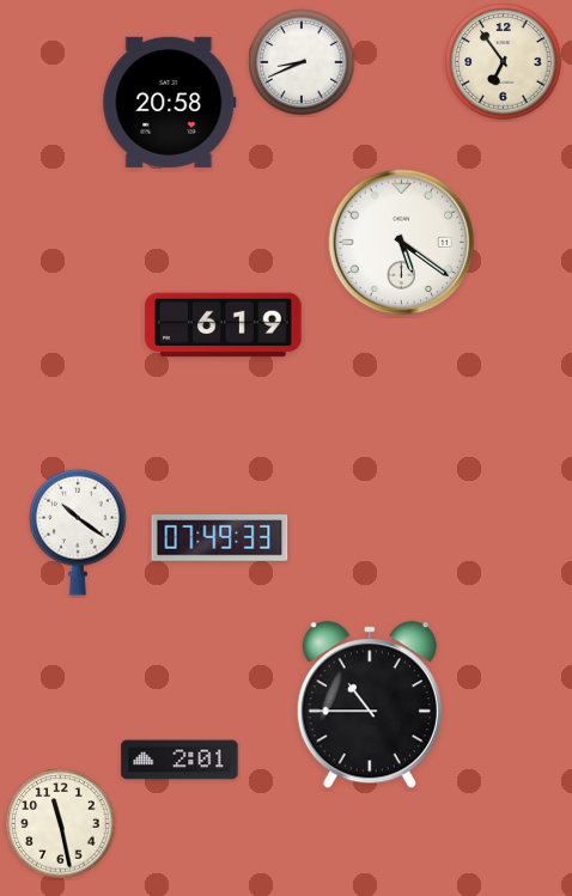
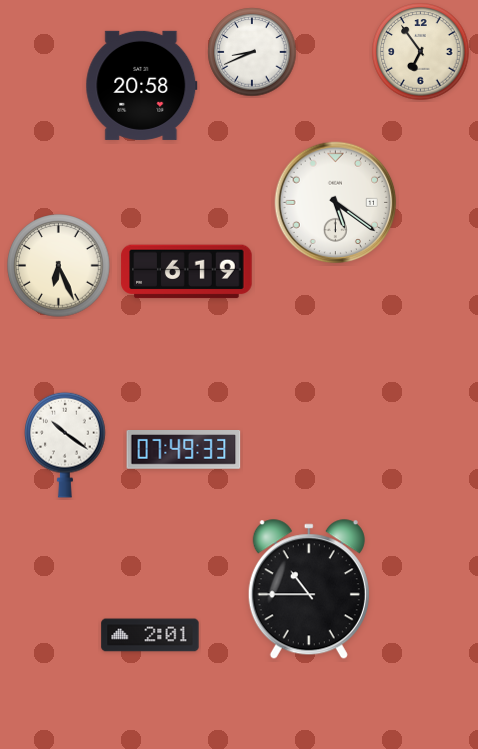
clock at (59, 266): none -> 6:26
clock at (61, 824): 11:28 -> none
